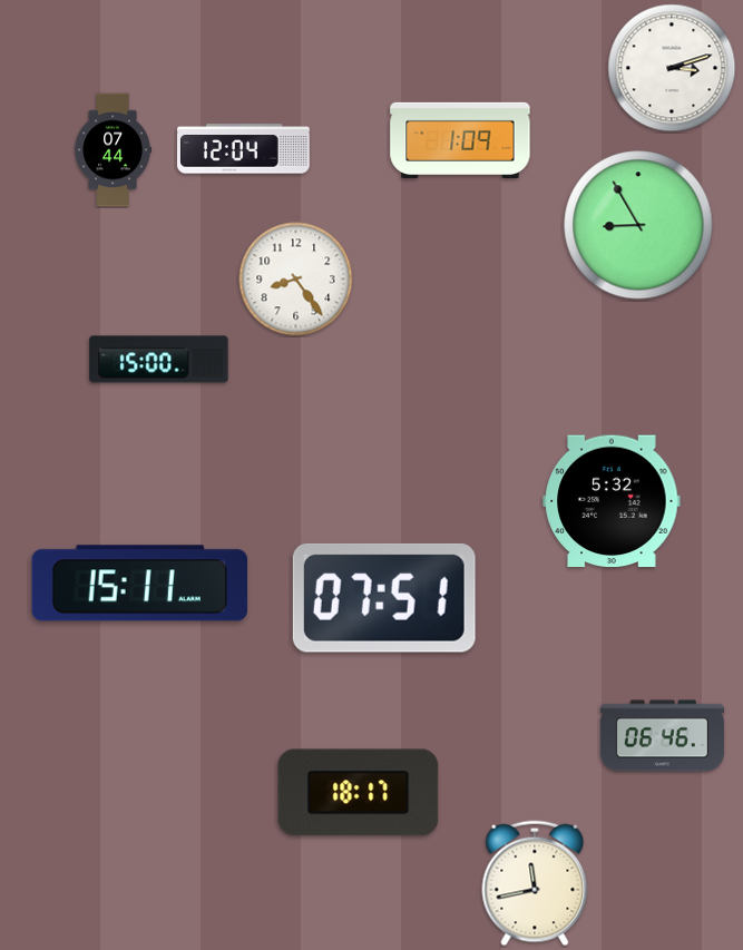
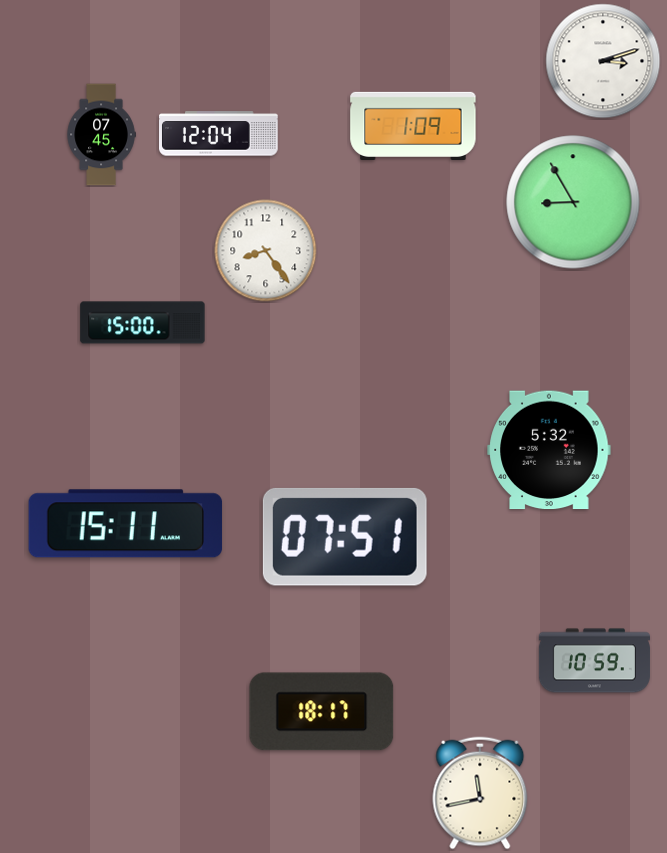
clock at (113, 150): 07:44 -> 07:45
clock at (662, 736): 06:46 -> 10:59
